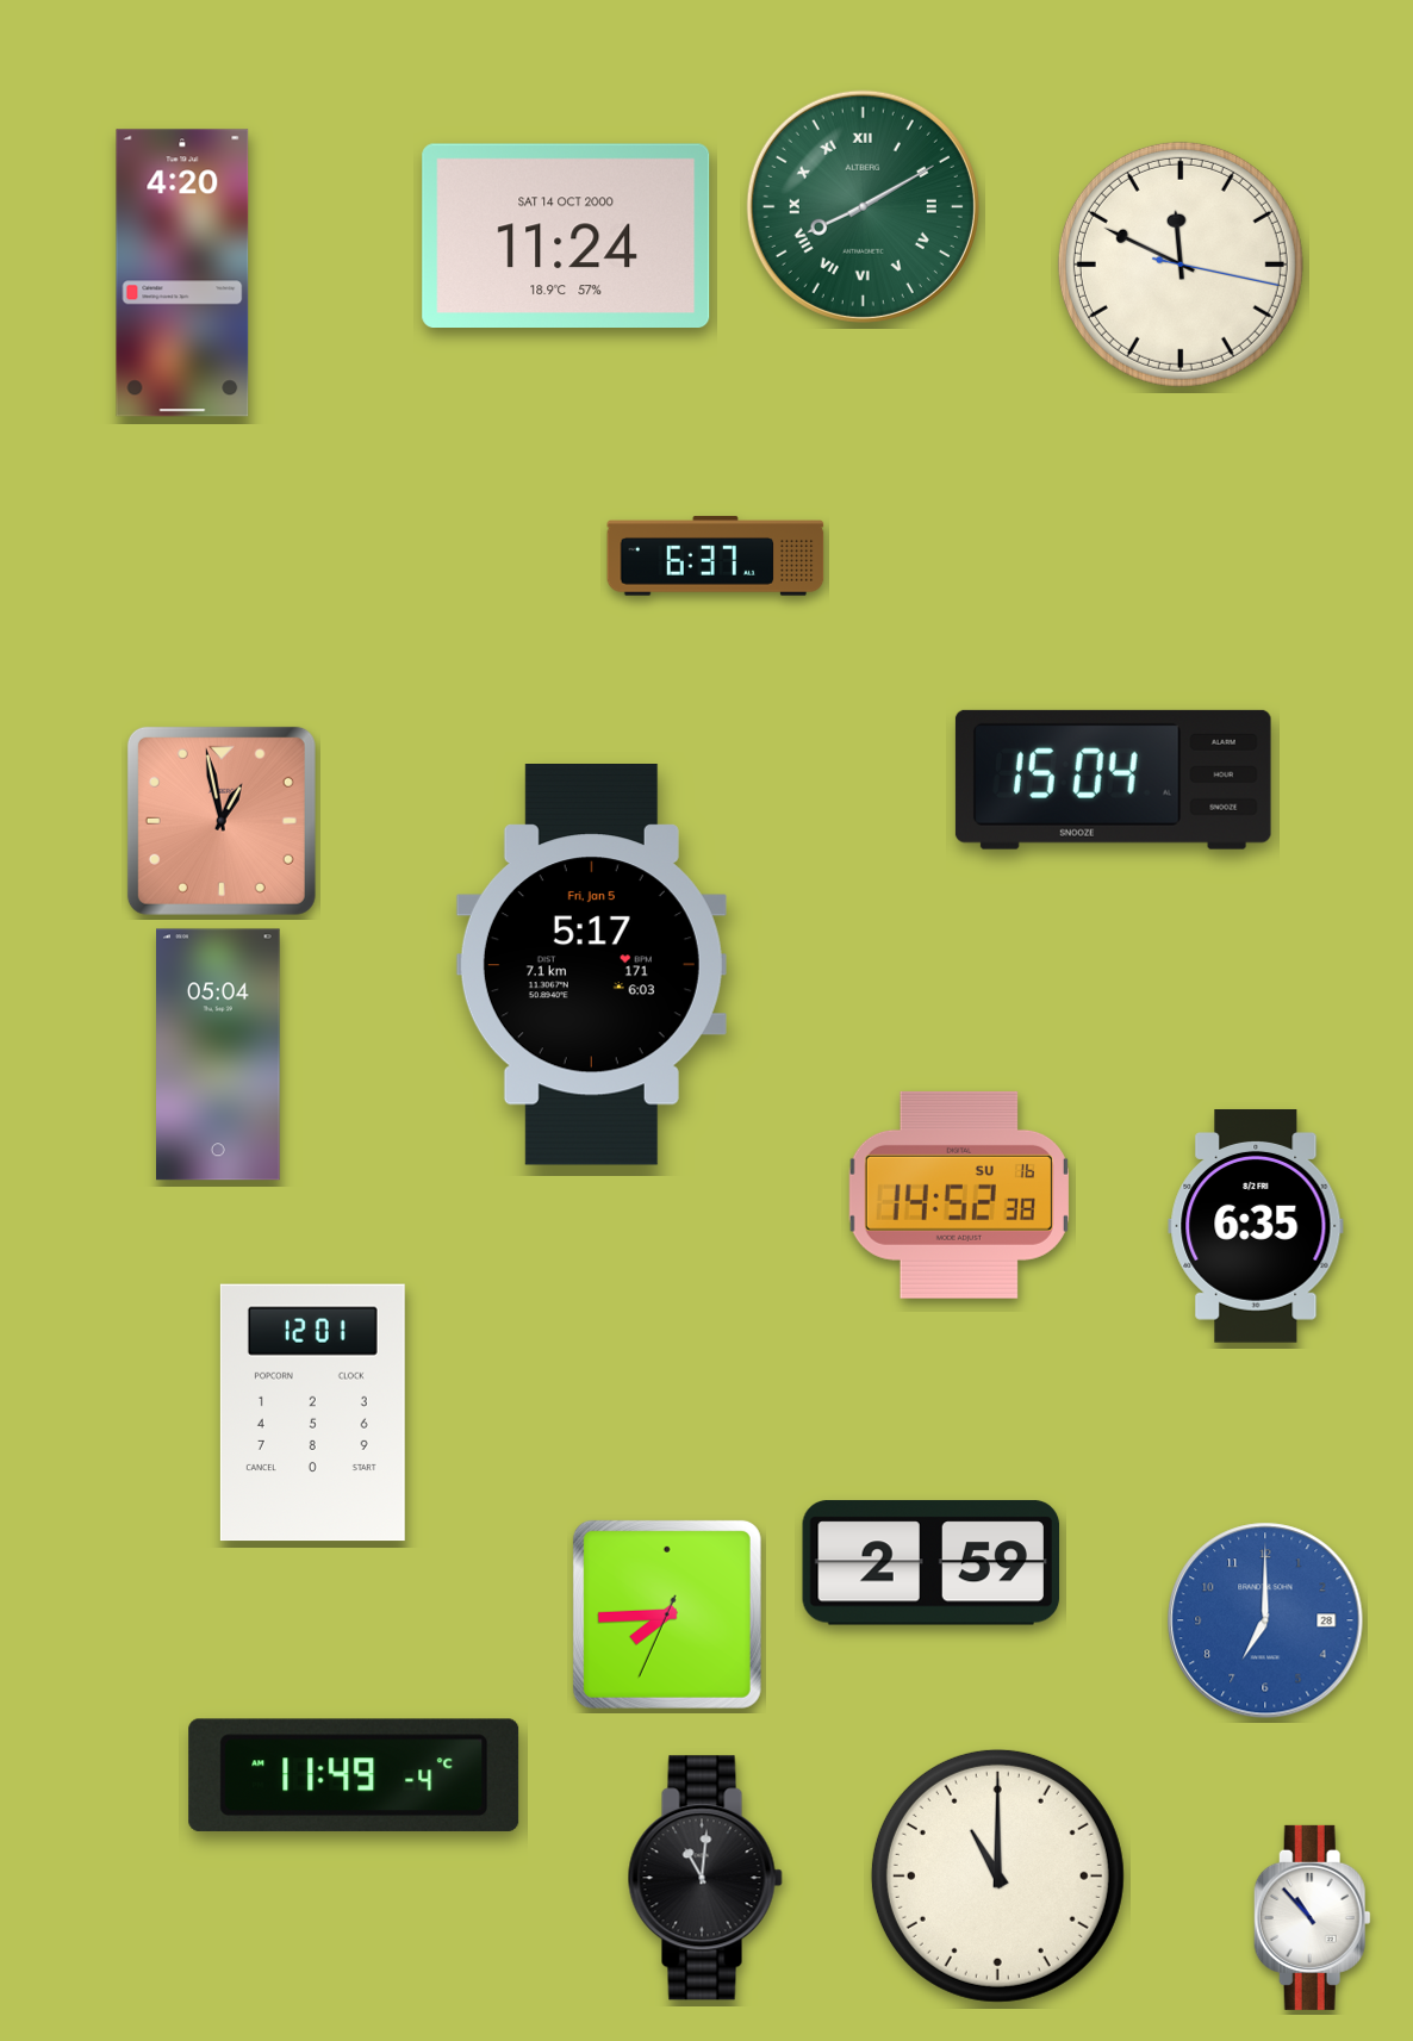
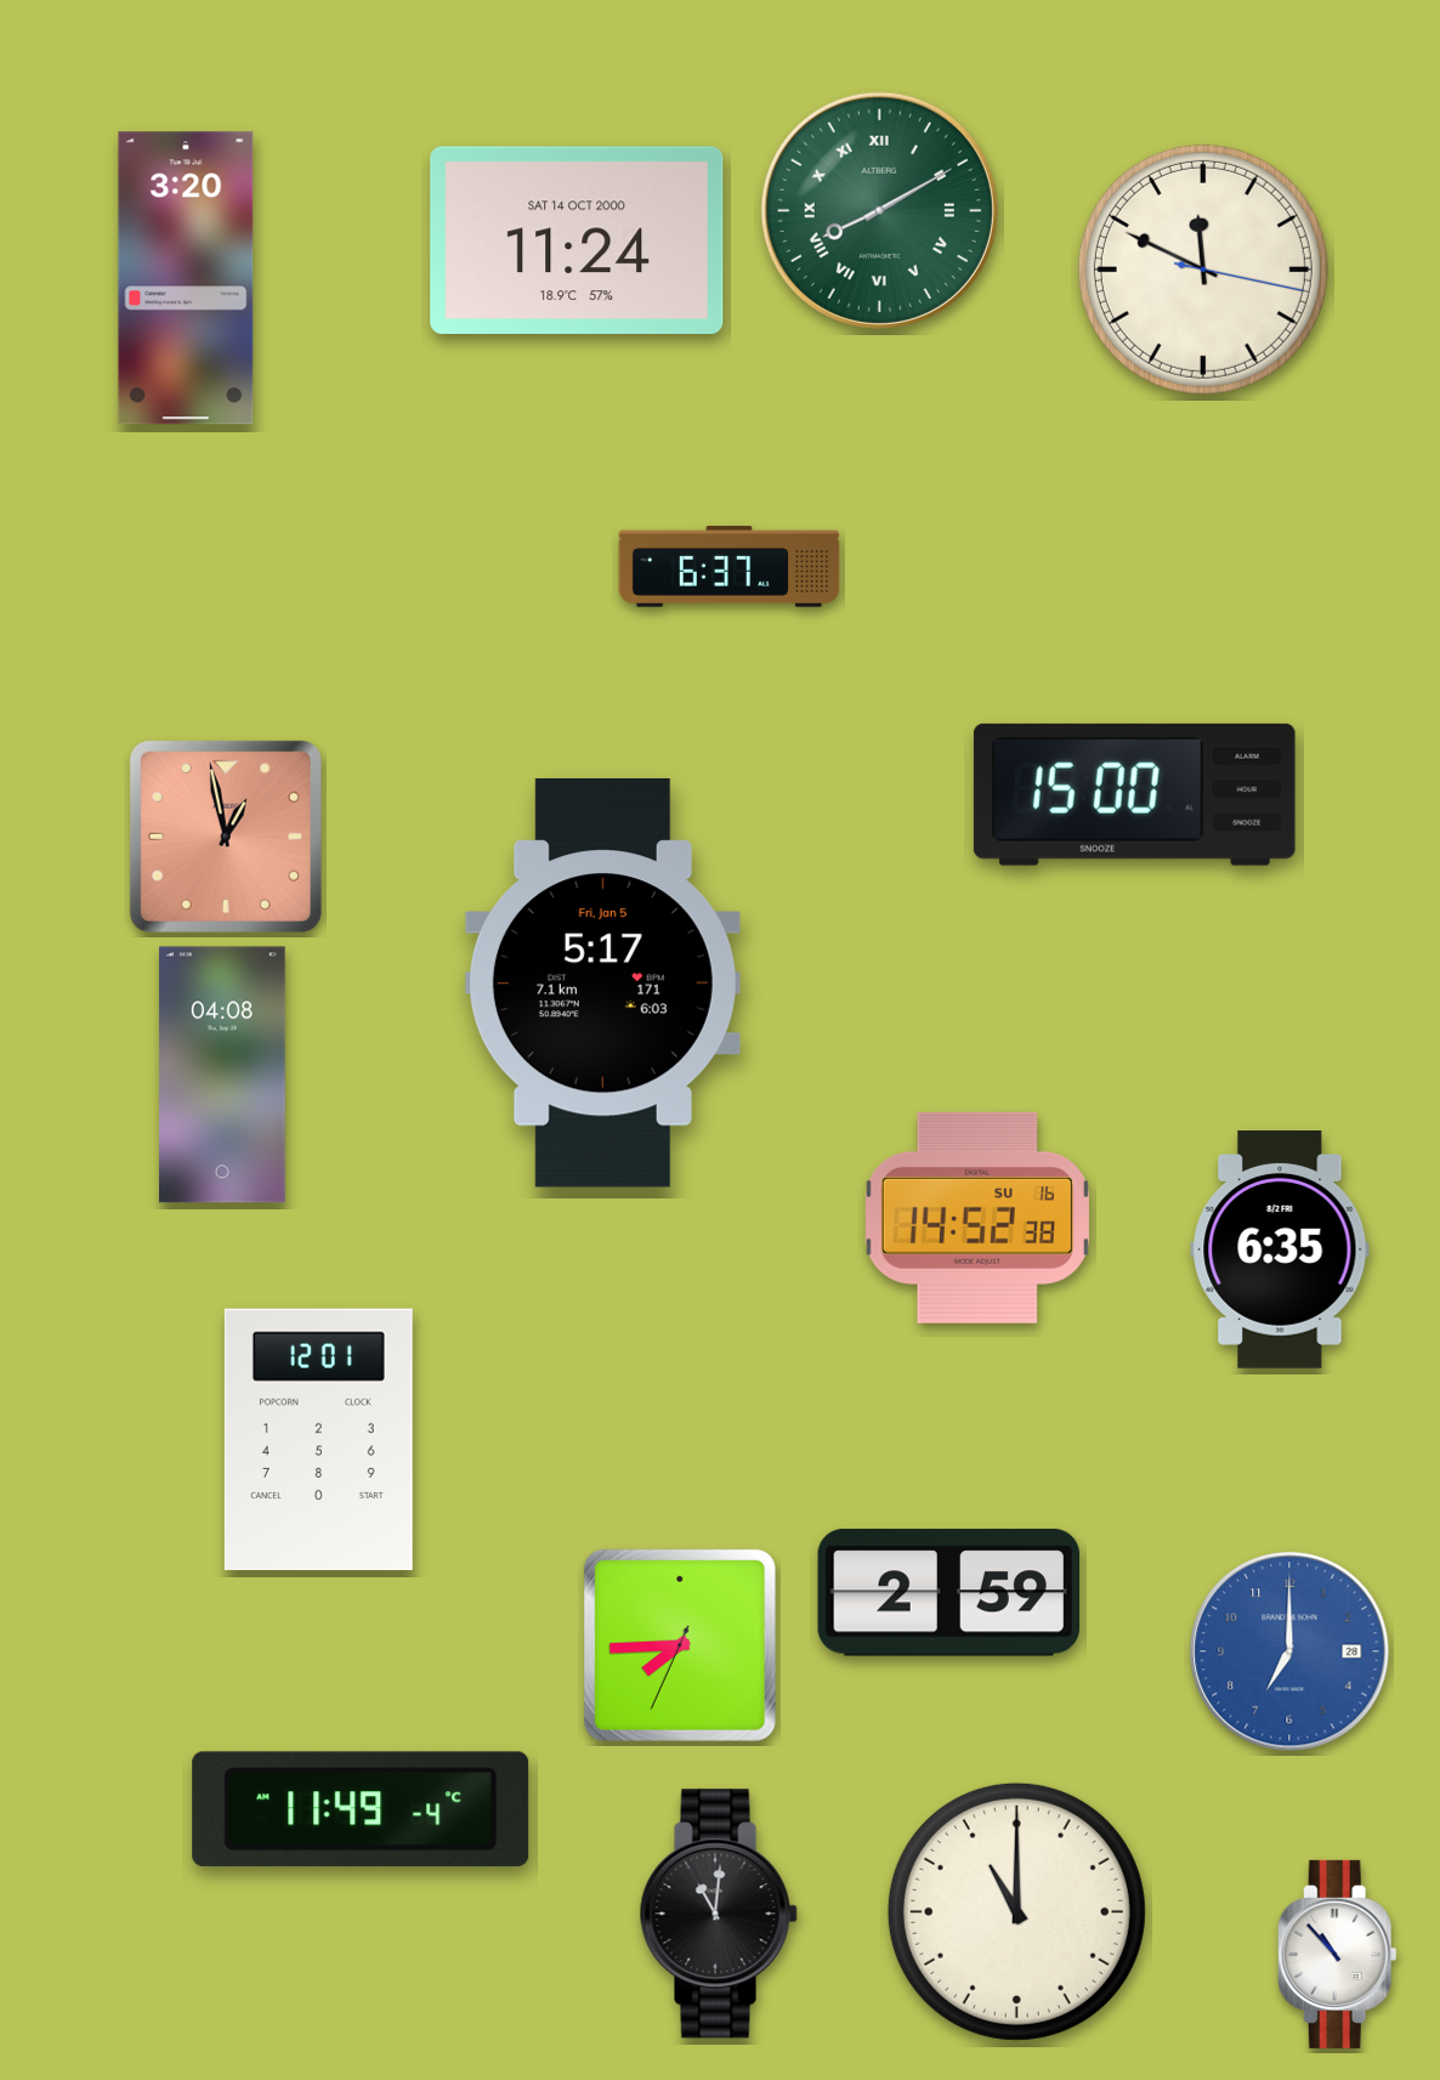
clock at (182, 273): 4:20 -> 3:20
clock at (1113, 779): 15:04 -> 15:00
clock at (219, 1054): 05:04 -> 04:08
